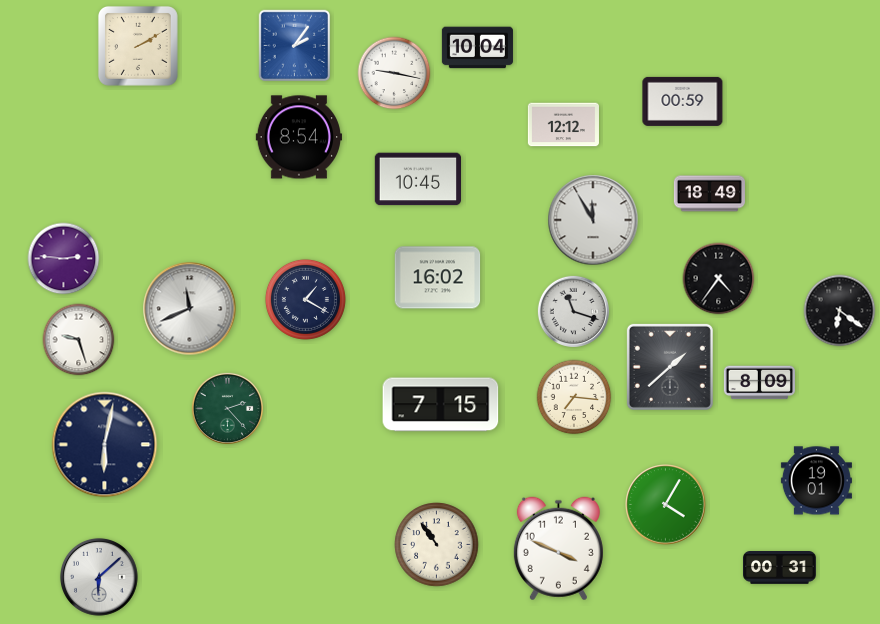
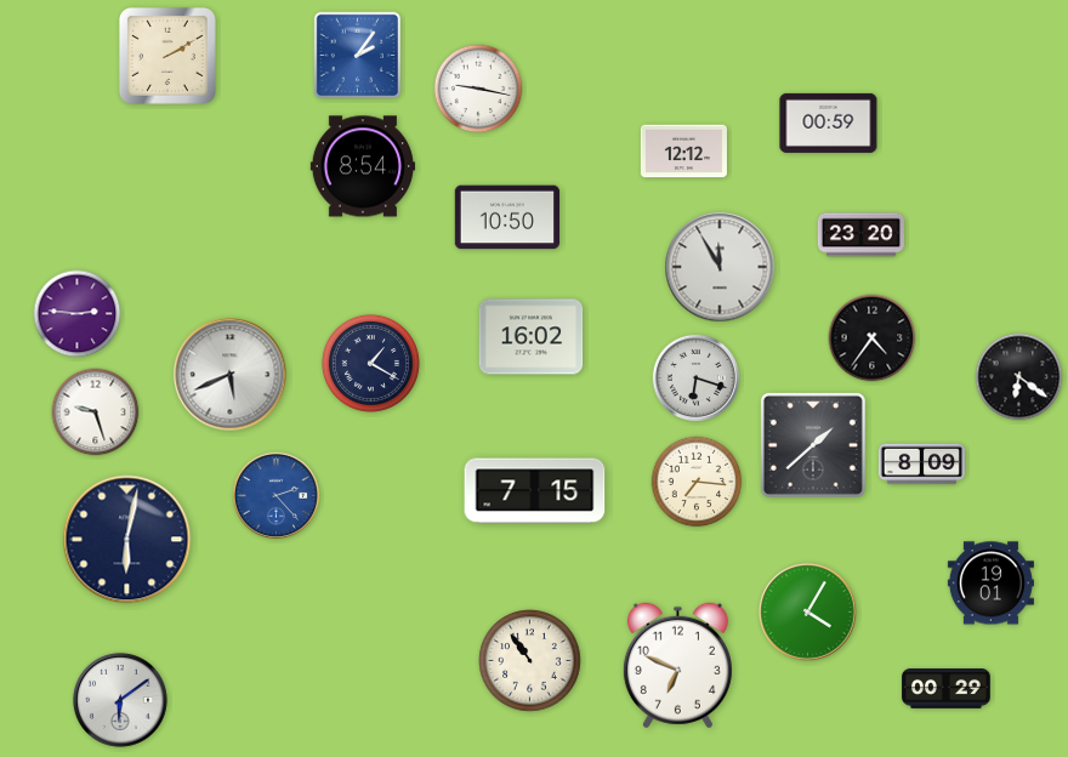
clock at (477, 48): 10:04 -> none
clock at (417, 179): 10:45 -> 10:50
clock at (709, 194): 18:49 -> 23:20
clock at (190, 309): 11:41 -> 5:41
clock at (573, 311): 11:18 -> 6:18
clock at (227, 408) dial: green -> blue
clock at (558, 549): 3:49 -> 6:49
clock at (780, 568): 00:31 -> 00:29
clock at (99, 577): 6:08 -> 6:09
